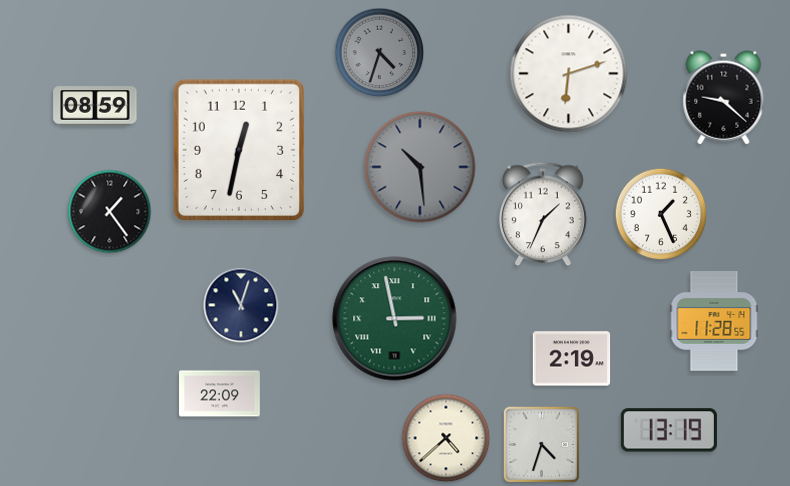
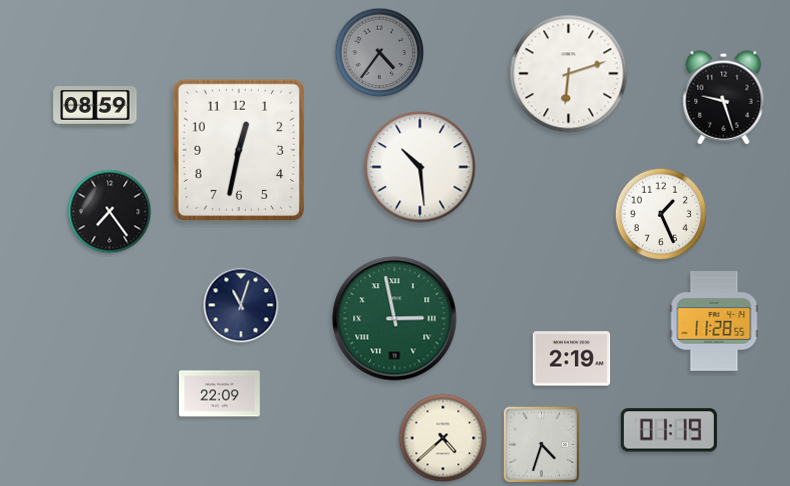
clock at (380, 53): 4:33 -> 4:36
clock at (724, 98): 9:22 -> 9:27
clock at (420, 167) dial: grey -> white
clock at (110, 212): 1:24 -> 7:24
clock at (543, 214): 1:34 -> none
clock at (669, 430): 13:19 -> 01:19
clock at (446, 438) position: (446, 438) -> (443, 438)
